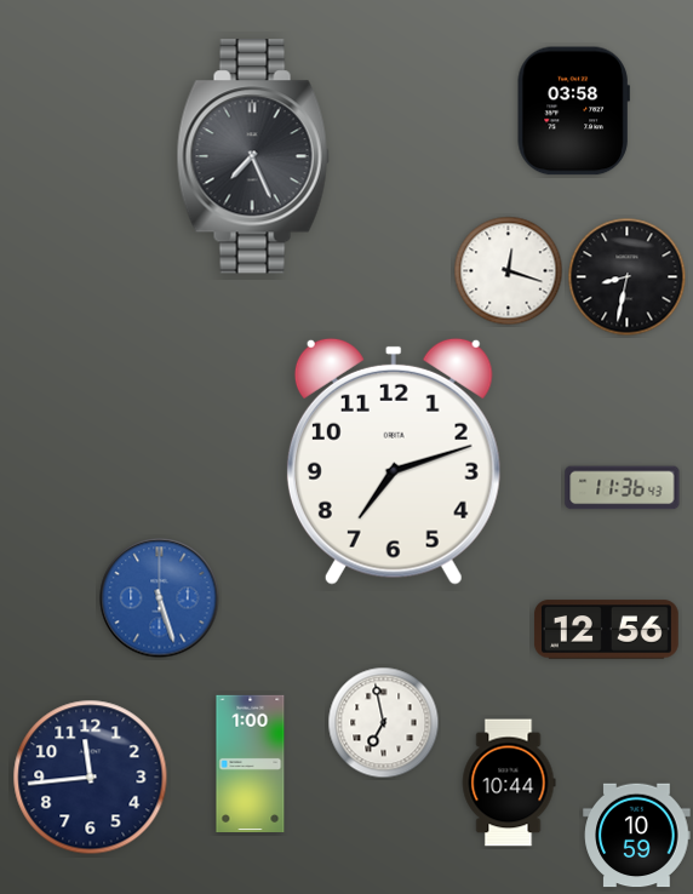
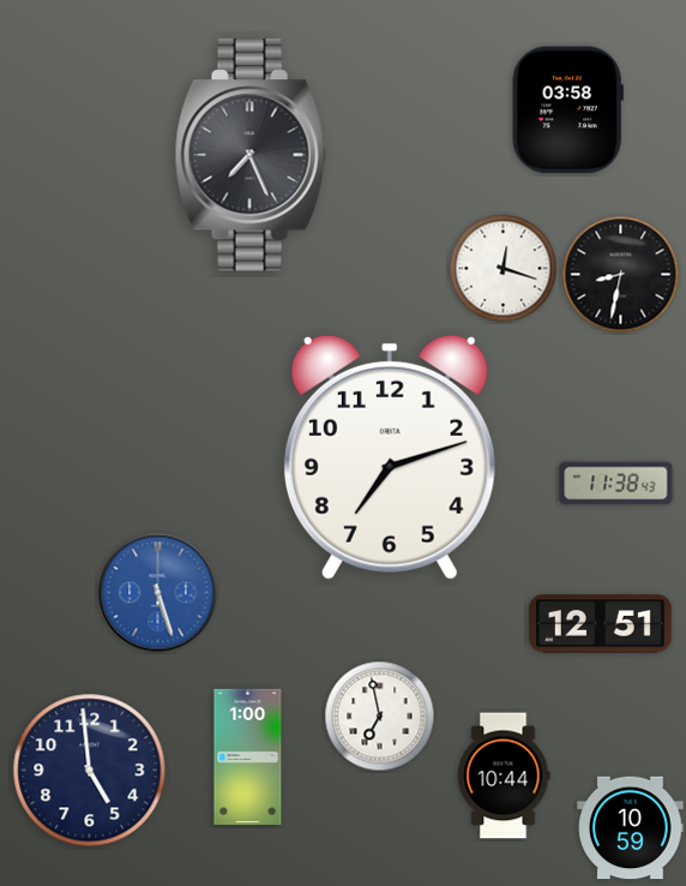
clock at (623, 488): 11:36 -> 11:38
clock at (606, 630): 12:56 -> 12:51
clock at (91, 778): 11:44 -> 4:59
